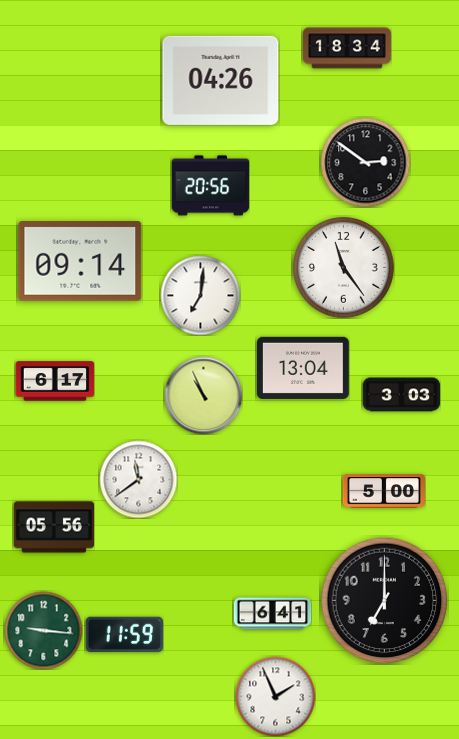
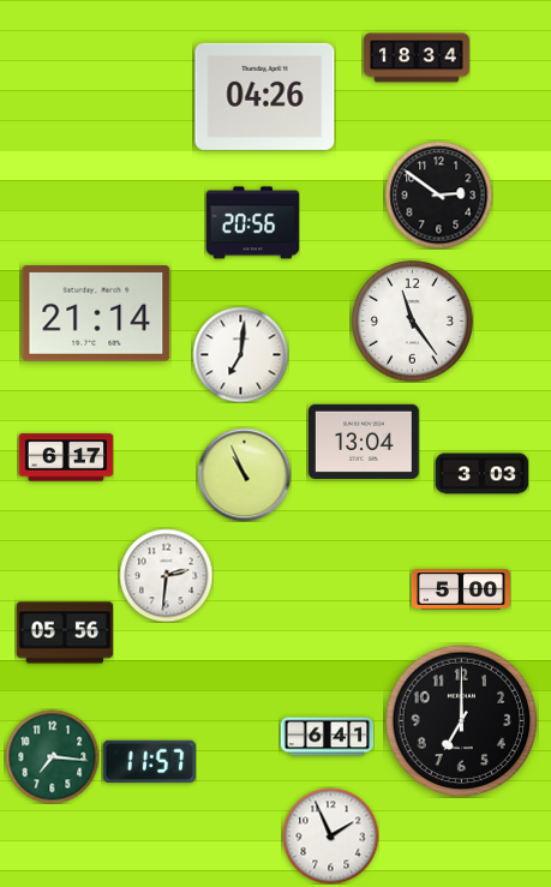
clock at (80, 261): 09:14 -> 21:14
clock at (138, 479): 11:39 -> 2:31
clock at (43, 630): 9:16 -> 7:16
clock at (124, 635): 11:59 -> 11:57
